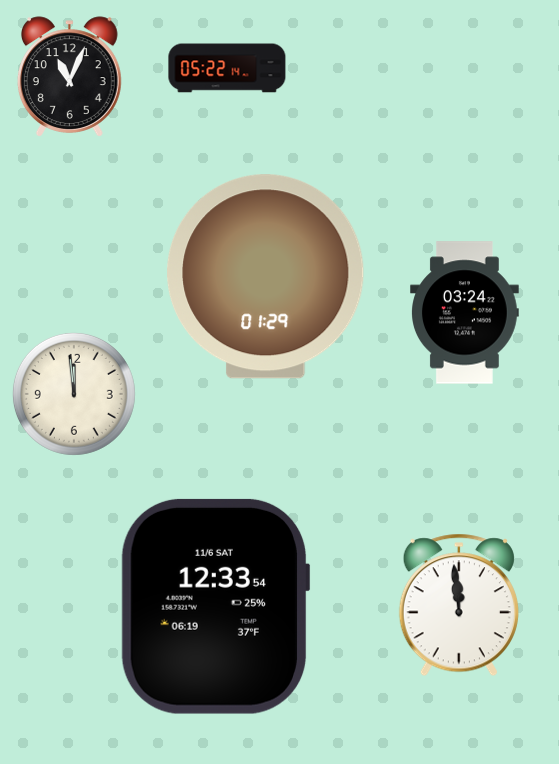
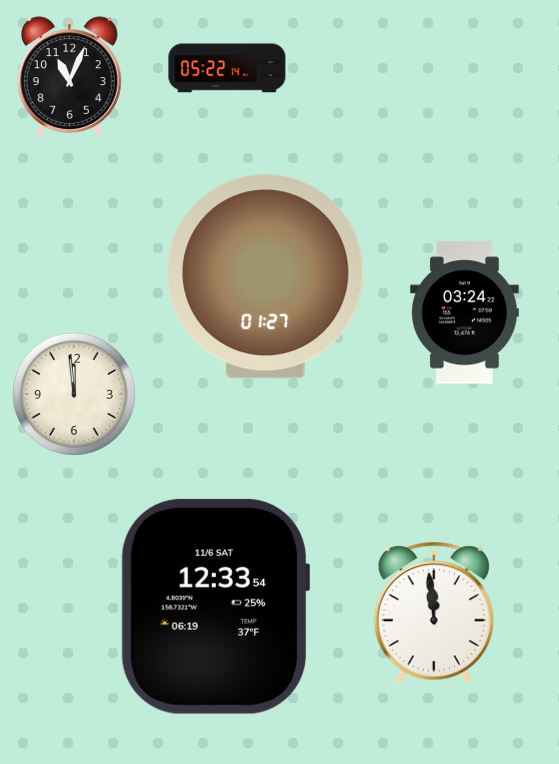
clock at (266, 277): 01:29 -> 01:27
clock at (459, 605) position: (459, 605) -> (434, 613)
